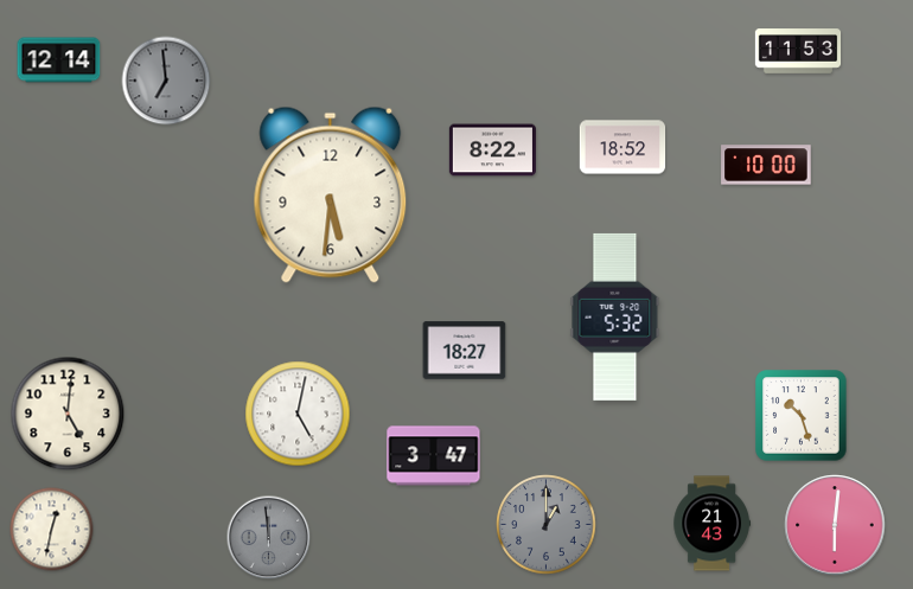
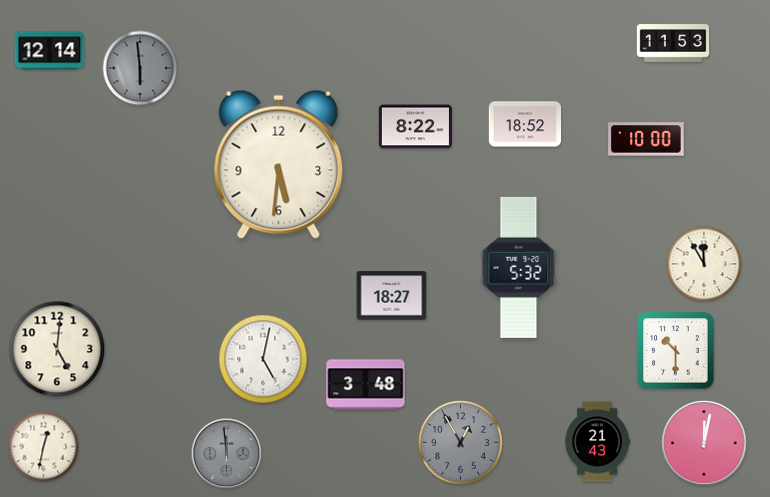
clock at (166, 81): 6:59 -> 5:59
clock at (704, 264): none -> 11:55
clock at (298, 414) position: (298, 414) -> (263, 359)
clock at (802, 416): 10:27 -> 10:30
clock at (434, 456): 3:47 -> 3:48
clock at (711, 524) position: (711, 524) -> (597, 442)
clock at (547, 525): 1:00 -> 12:55
clock at (835, 525): 6:01 -> 12:02
